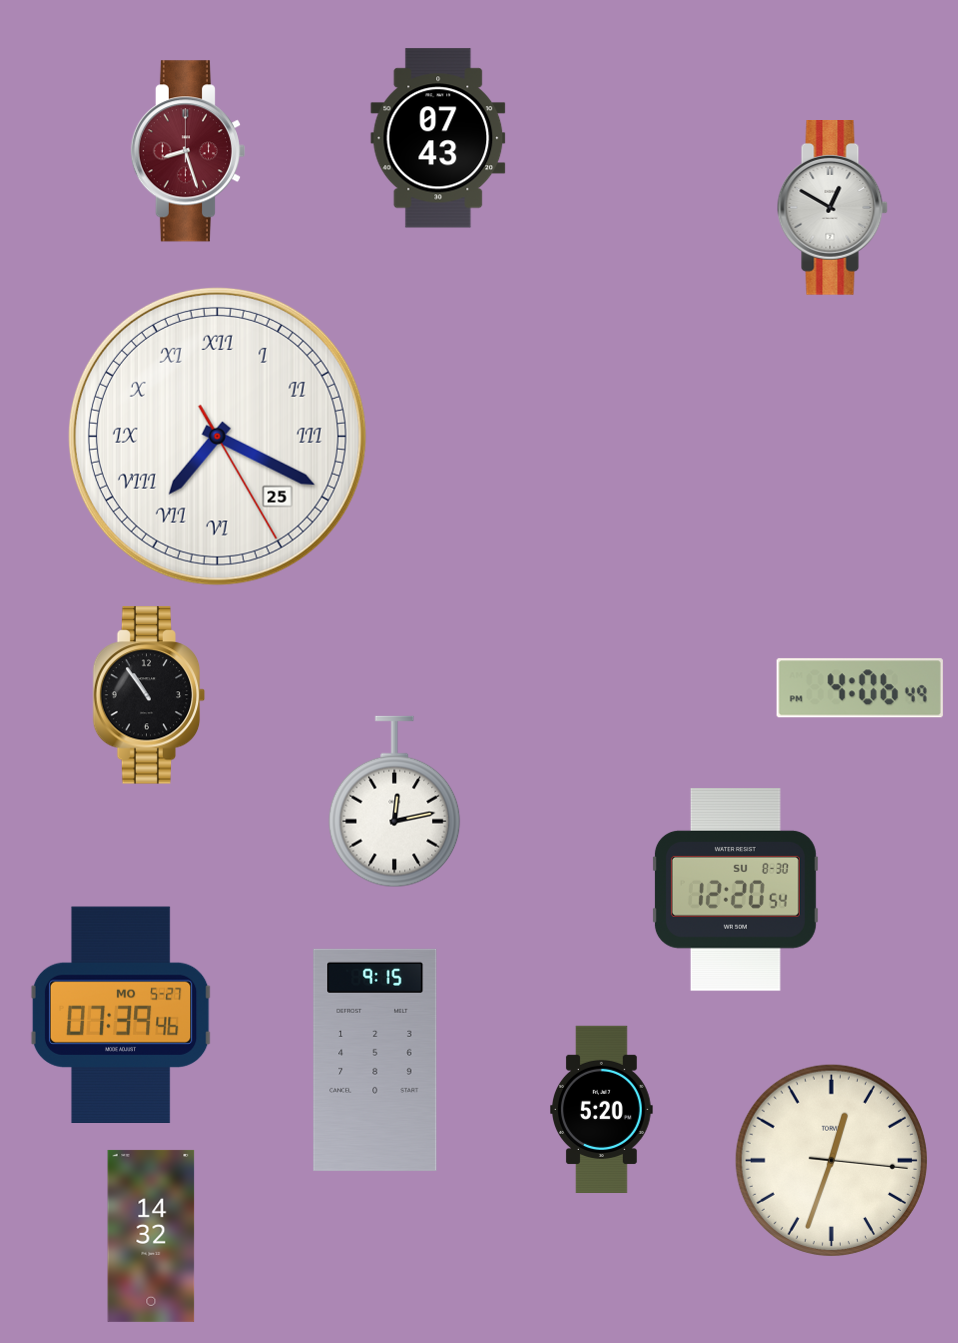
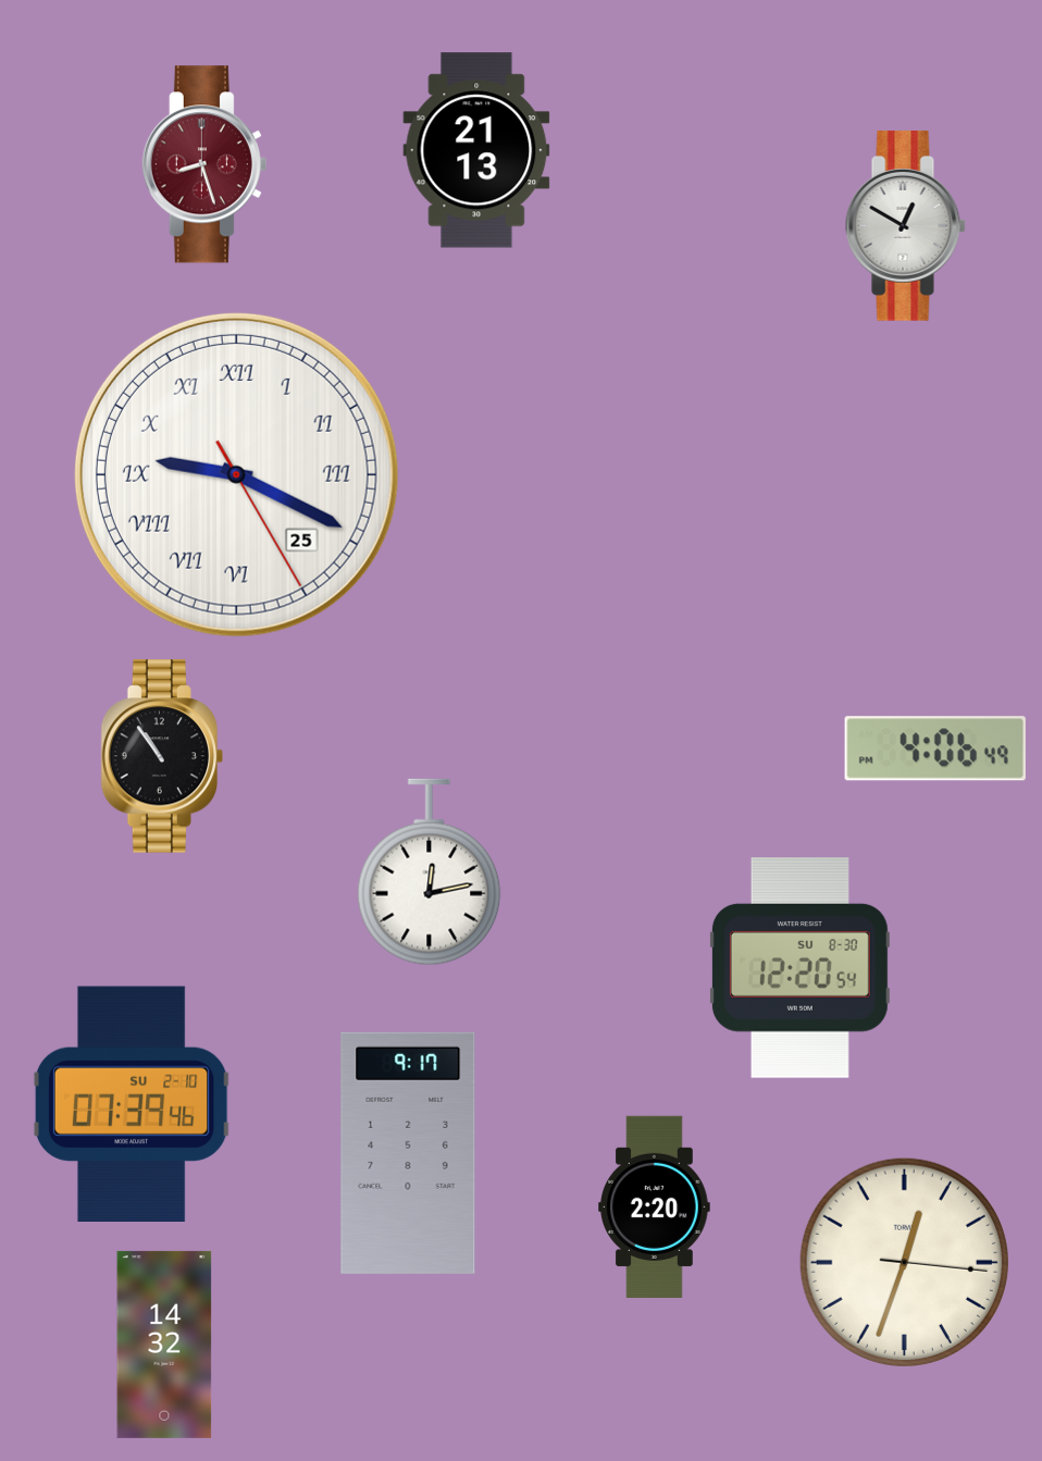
clock at (438, 138): 07:43 -> 21:13
clock at (217, 436): 7:19 -> 9:19
clock at (121, 1014) date: MO 5-27 -> SU 2-10
clock at (375, 1060): 9:15 -> 9:17
clock at (602, 1109): 5:20 -> 2:20
